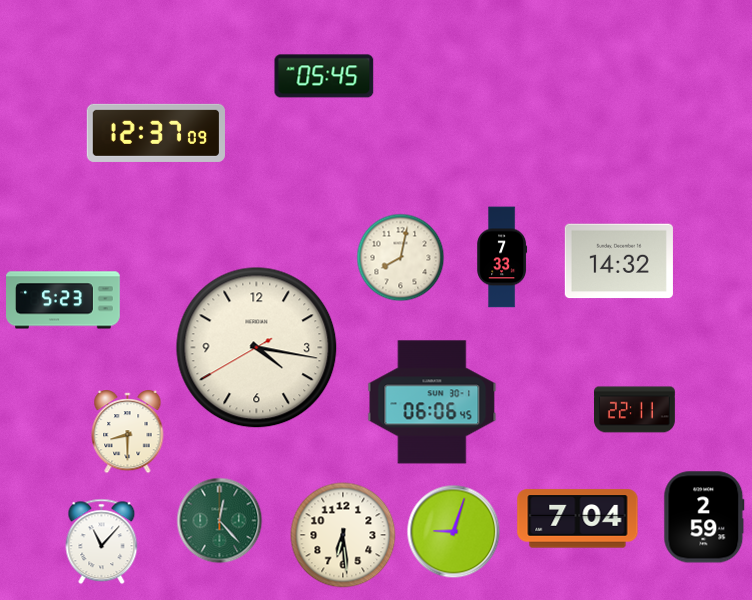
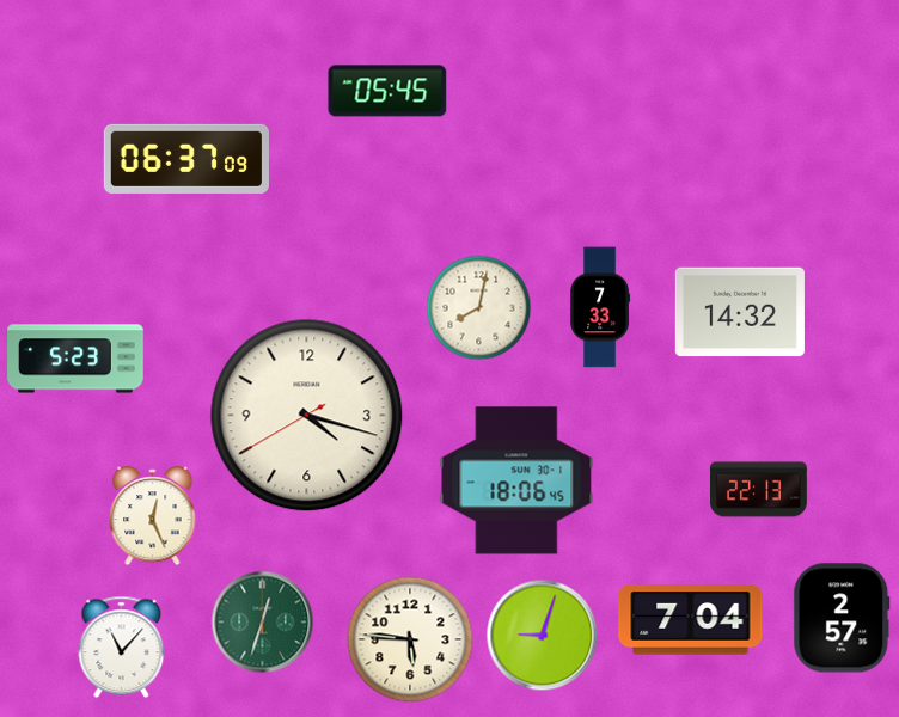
clock at (155, 133): 12:37 -> 06:37
clock at (257, 348): 4:16 -> 4:17
clock at (432, 402): 06:06 -> 18:06
clock at (635, 410): 22:11 -> 22:13
clock at (128, 433): 8:30 -> 12:26
clock at (704, 517): 2:59 -> 2:57
clock at (220, 521): 12:23 -> 12:33
clock at (343, 535): 6:29 -> 5:46
